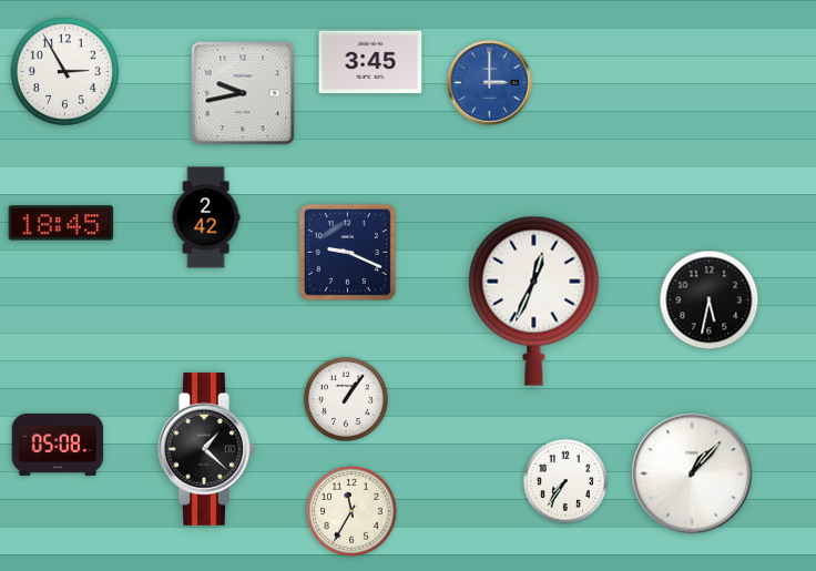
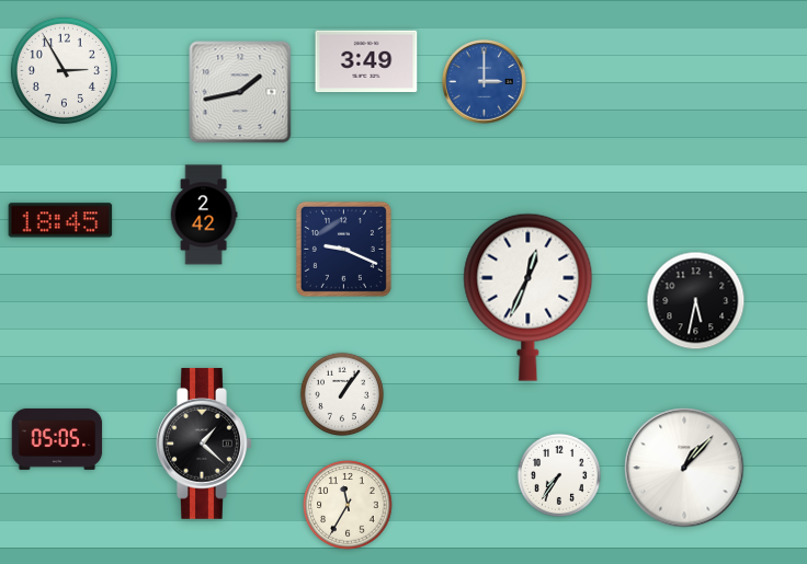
clock at (370, 62): 3:45 -> 3:49
clock at (243, 93): 9:43 -> 1:43
clock at (710, 300) position: (710, 300) -> (696, 301)
clock at (58, 445): 05:08 -> 05:05
